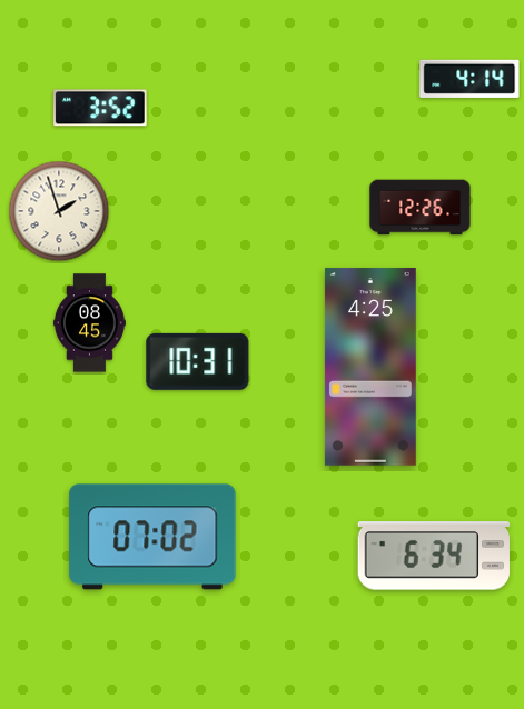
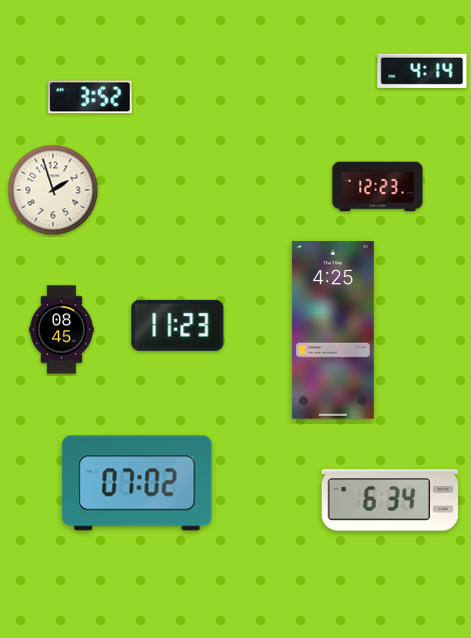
clock at (421, 208): 12:26 -> 12:23
clock at (89, 323) position: (89, 323) -> (61, 330)
clock at (198, 361): 10:31 -> 11:23
